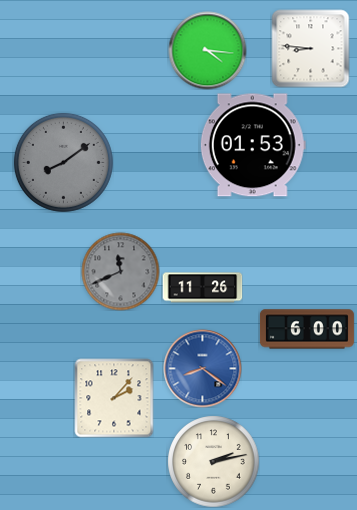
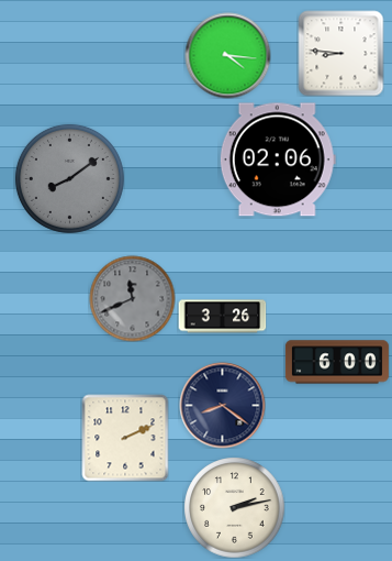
clock at (253, 145): 01:53 -> 02:06
clock at (202, 288): 11:26 -> 3:26
clock at (202, 368) dial: blue -> navy
clock at (114, 398): 2:07 -> 2:11
